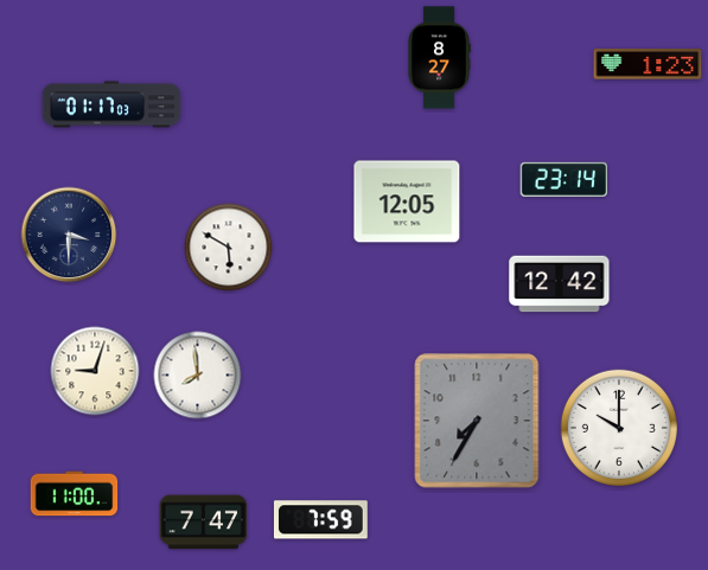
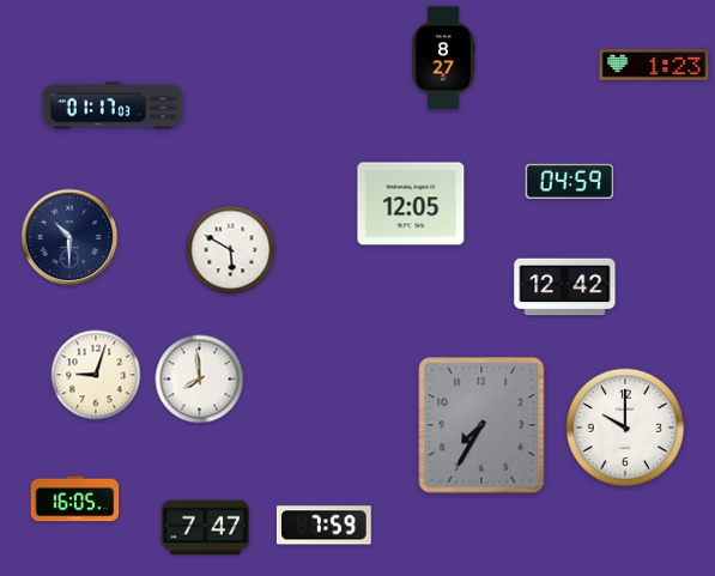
clock at (565, 179): 23:14 -> 04:59
clock at (69, 235): 3:30 -> 10:30
clock at (619, 428) position: (619, 428) -> (625, 428)
clock at (75, 494): 11:00 -> 16:05
